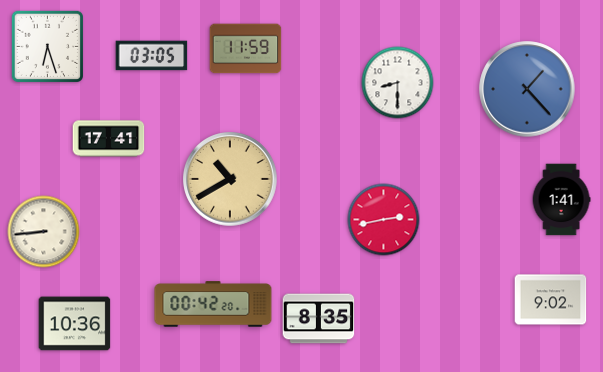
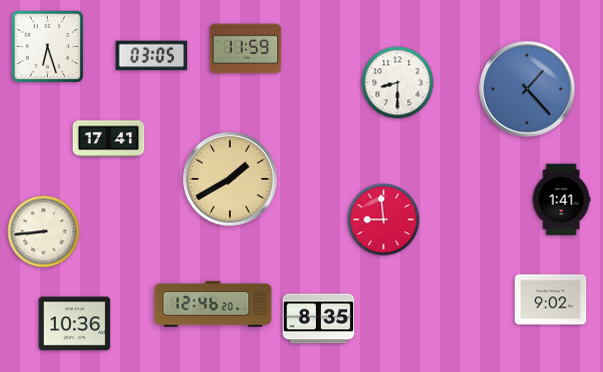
clock at (230, 179): 10:40 -> 1:40
clock at (384, 220): 2:43 -> 8:59
clock at (213, 304): 00:42 -> 12:46
